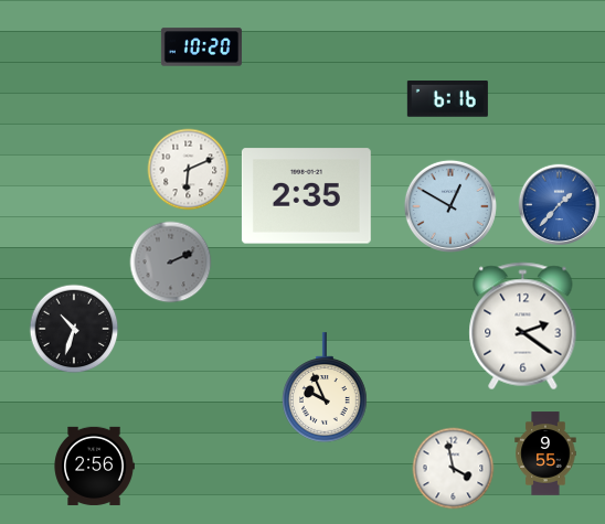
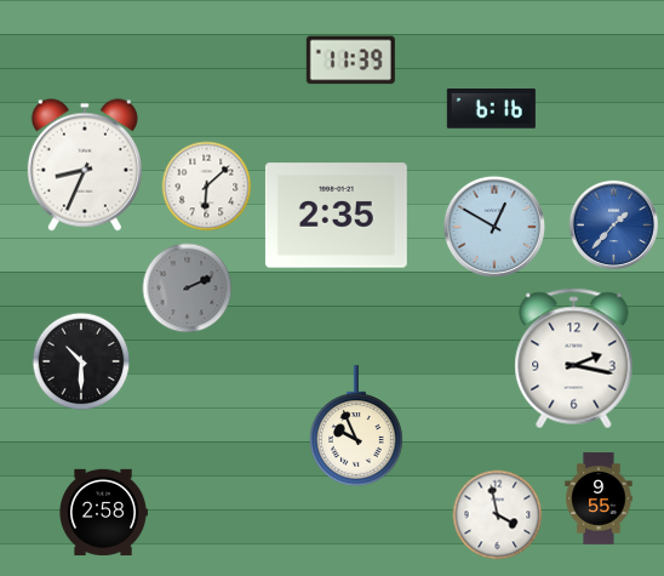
clock at (201, 47): 10:20 -> none
clock at (350, 61): none -> 11:39
clock at (85, 165): none -> 8:34
clock at (189, 170): 6:11 -> 6:08
clock at (523, 327): 2:21 -> 2:17
clock at (74, 329): 10:33 -> 10:30
clock at (94, 466): 2:56 -> 2:58
